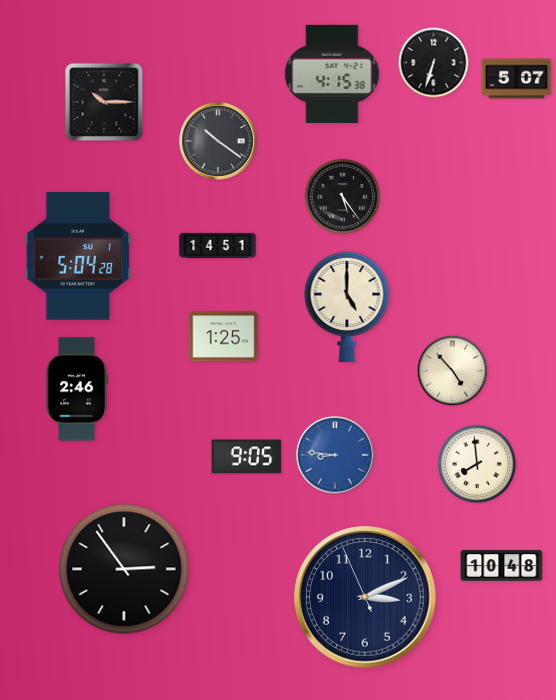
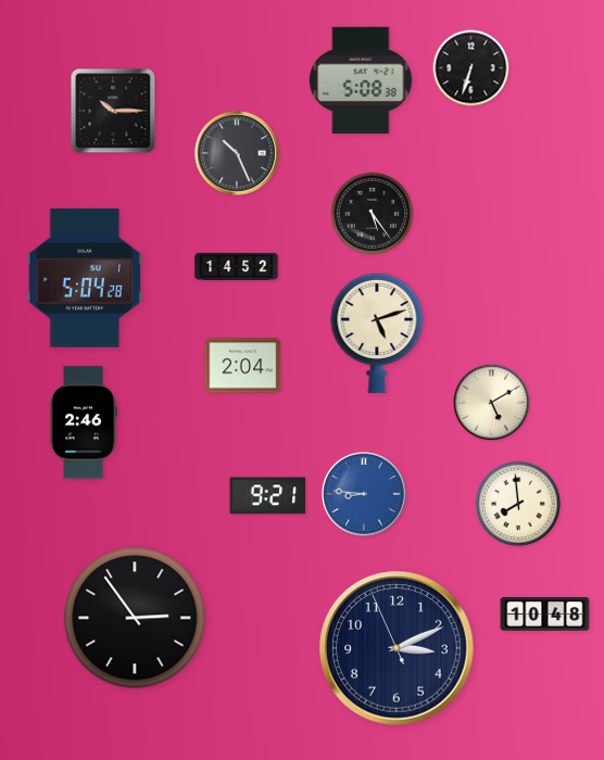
clock at (332, 74): 4:15 -> 5:08
clock at (517, 79): 5:07 -> none
clock at (218, 141): 10:21 -> 10:26
clock at (218, 245): 14:51 -> 14:52
clock at (347, 307): 5:00 -> 5:12
clock at (224, 337): 1:25 -> 2:04
clock at (453, 371): 4:53 -> 5:10
clock at (247, 457): 9:05 -> 9:21
